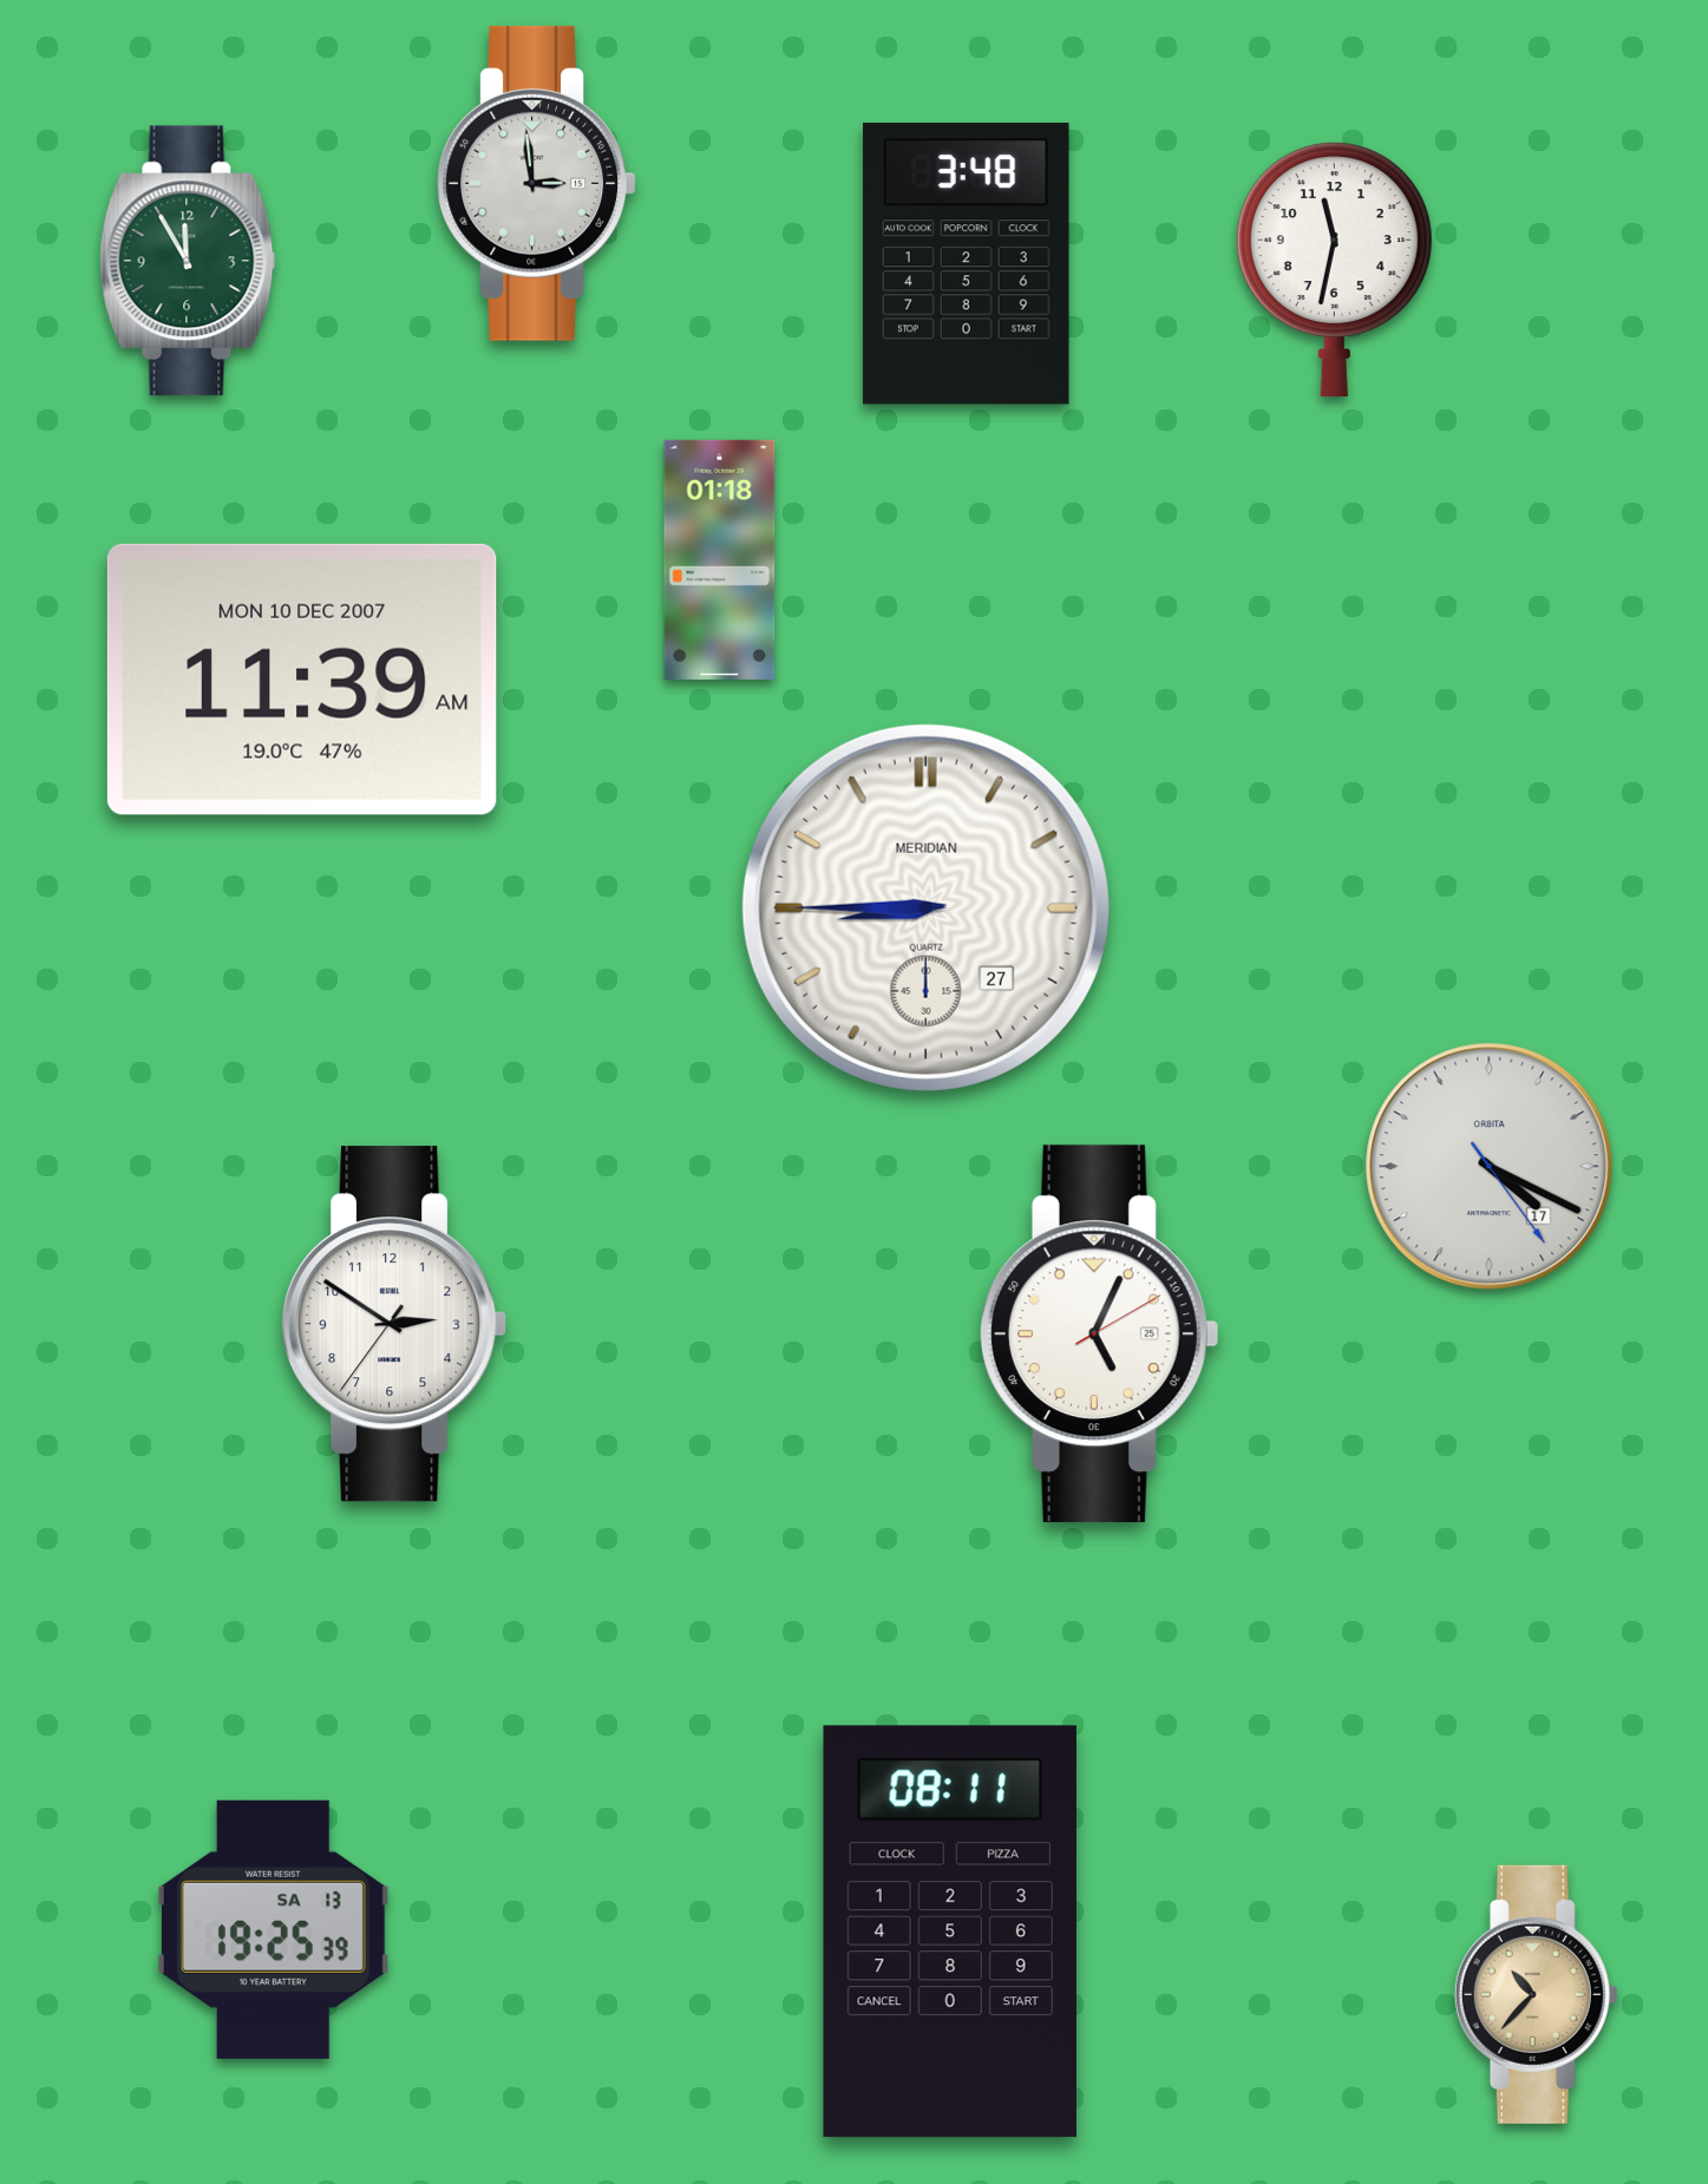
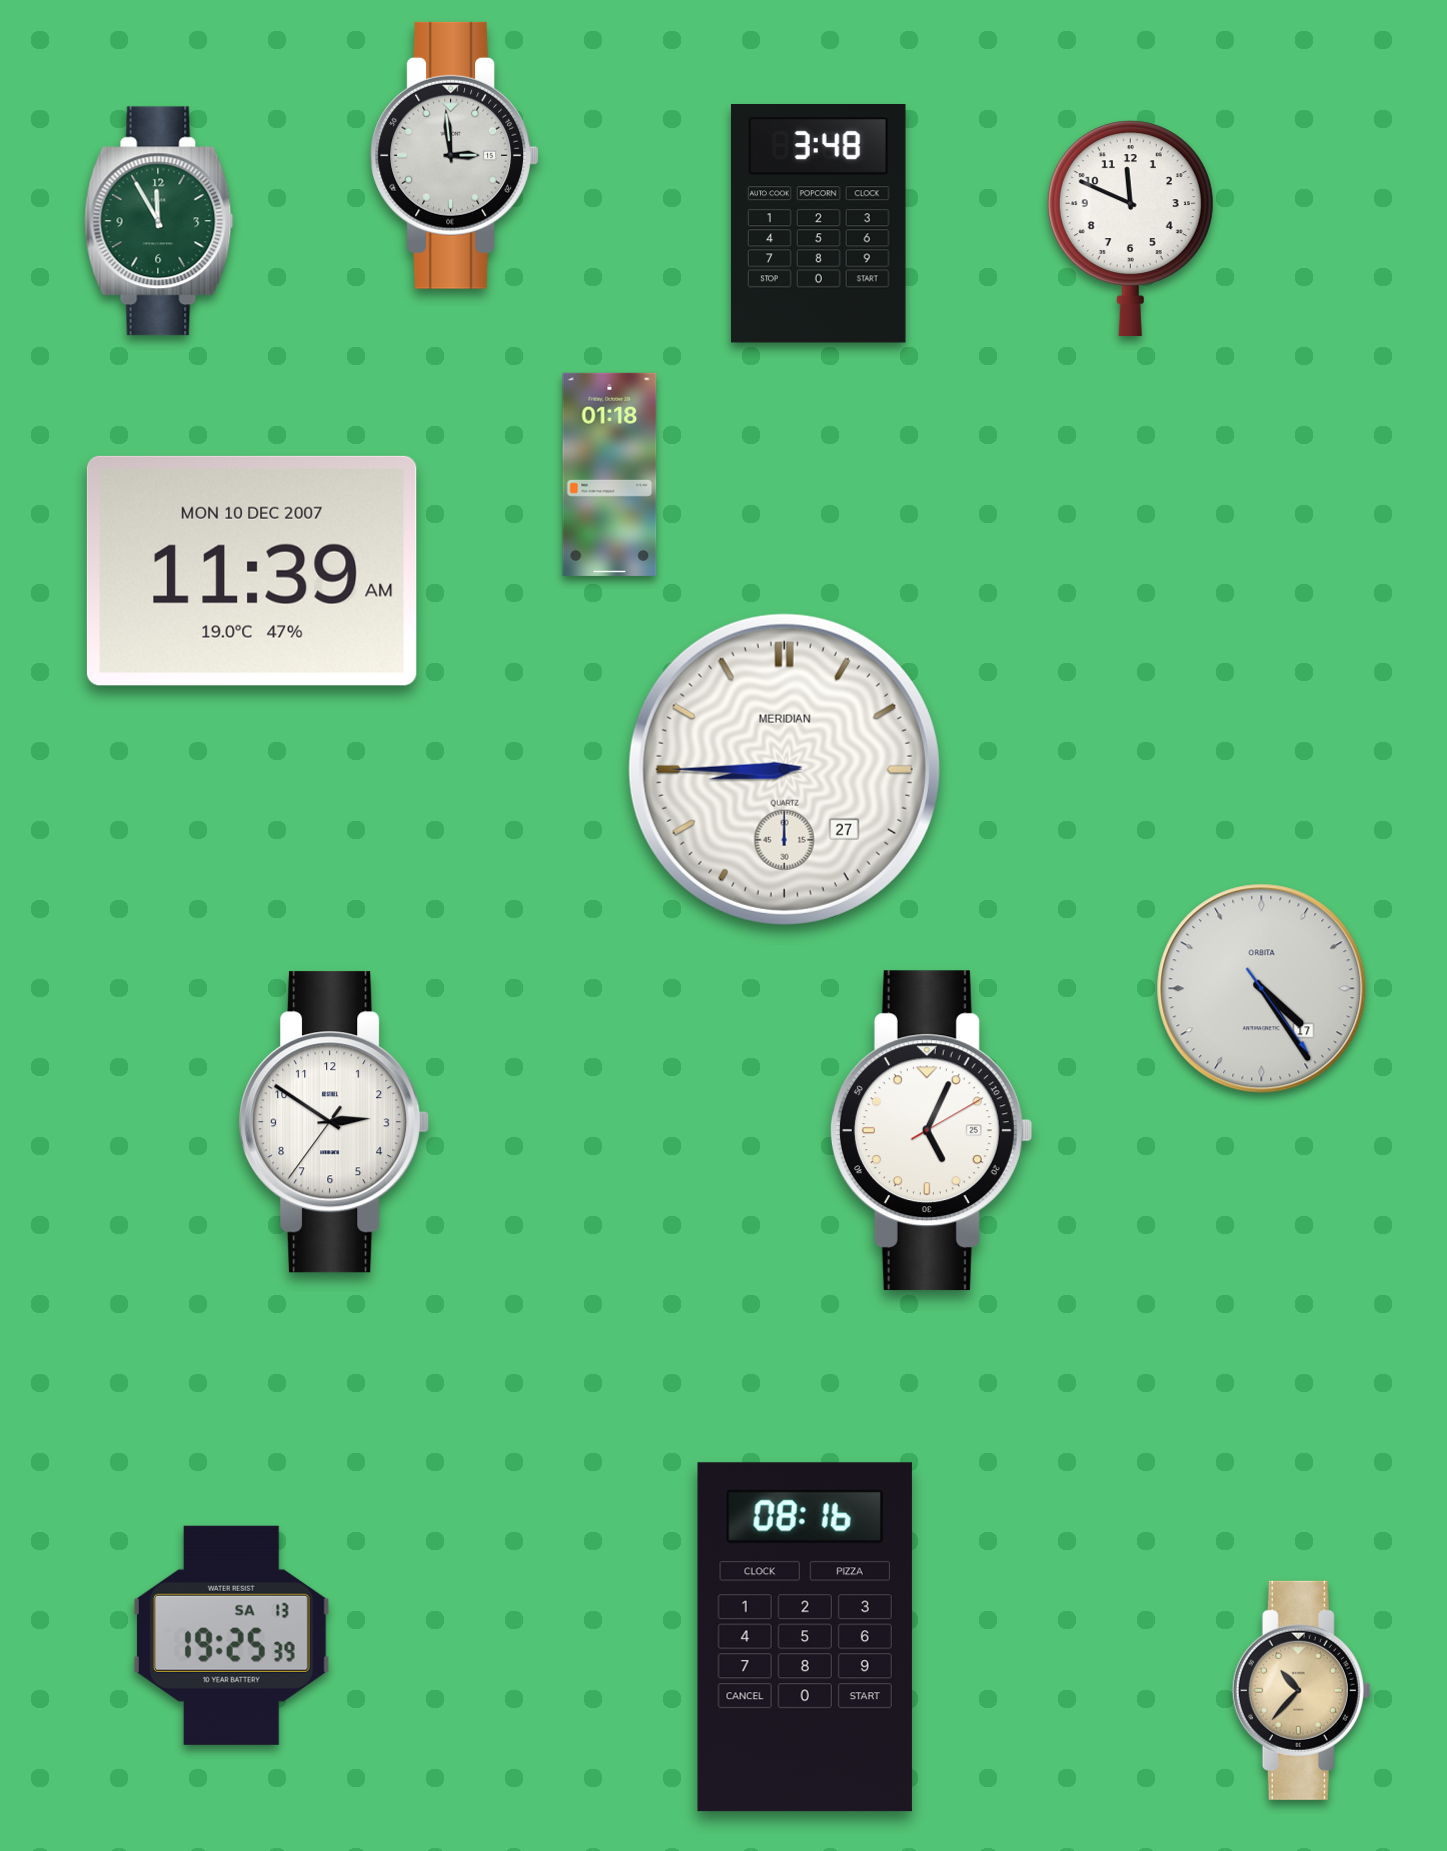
clock at (1334, 270): 11:32 -> 11:49
clock at (302, 680) position: (302, 680) -> (252, 571)
clock at (1490, 1167): 4:19 -> 4:24
clock at (950, 1932): 08:11 -> 08:16
